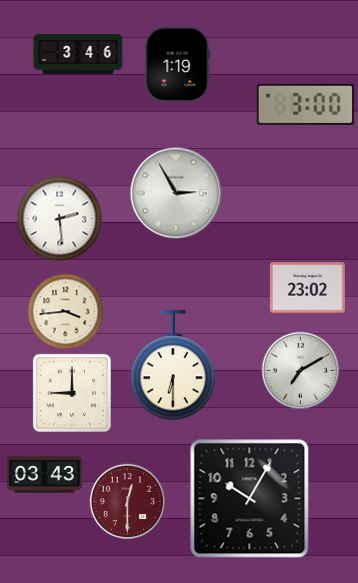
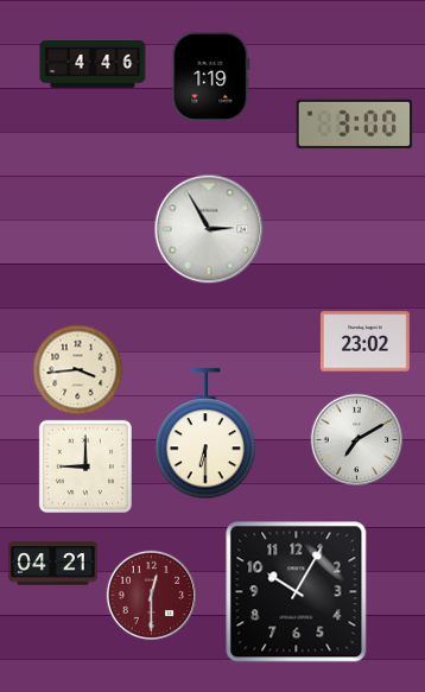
clock at (78, 55): 3:46 -> 4:46
clock at (306, 104) position: (306, 104) -> (355, 123)
clock at (60, 219): 2:29 -> none
clock at (44, 475): 03:43 -> 04:21
